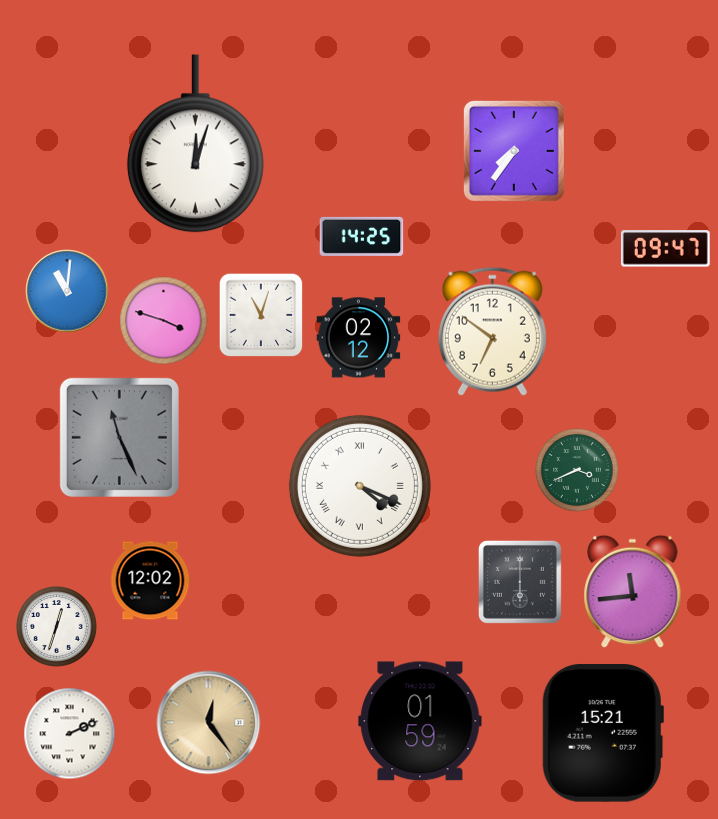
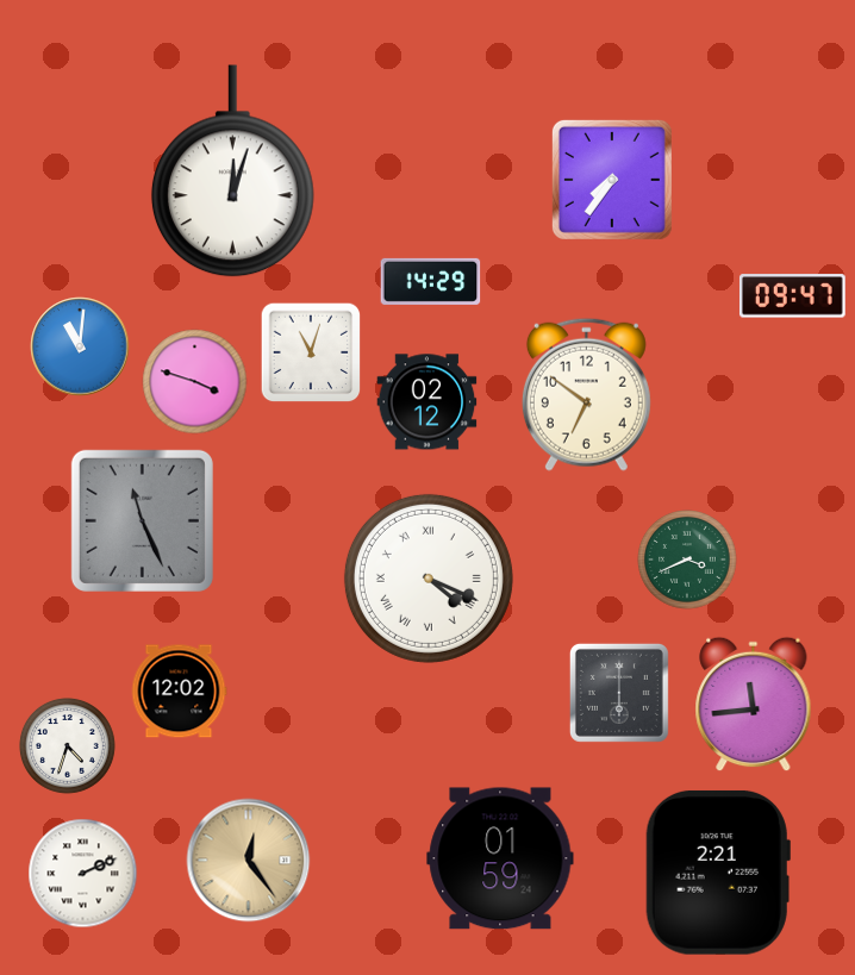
clock at (362, 236): 14:25 -> 14:29
clock at (261, 315) position: (261, 315) -> (311, 352)
clock at (56, 626): 12:33 -> 4:33
clock at (603, 733): 15:21 -> 2:21
